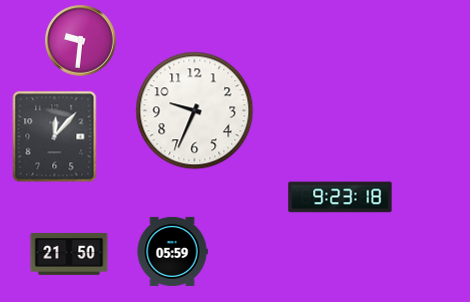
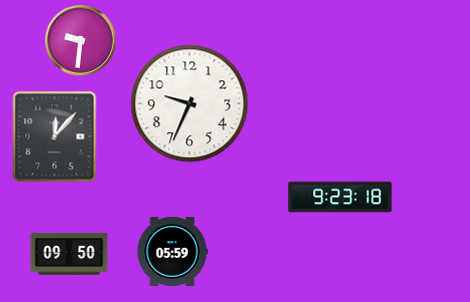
clock at (195, 111) position: (195, 111) -> (190, 104)
clock at (69, 254): 21:50 -> 09:50
